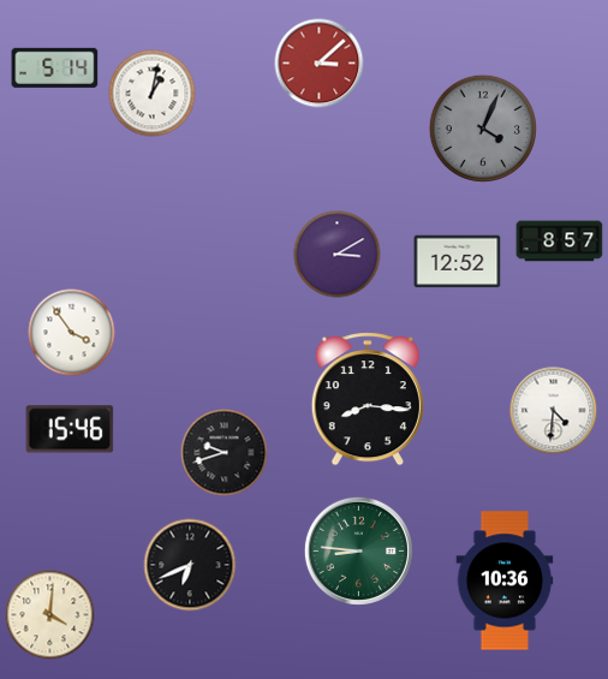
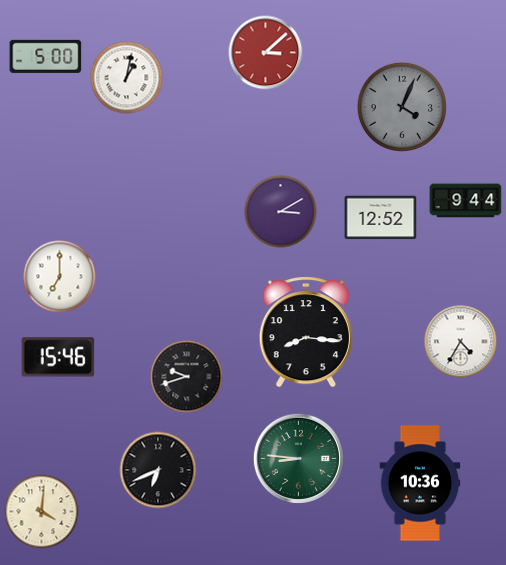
clock at (55, 67): 5:14 -> 5:00
clock at (560, 242): 8:57 -> 9:44
clock at (72, 333): 3:54 -> 7:00
clock at (554, 411): 4:31 -> 4:35
